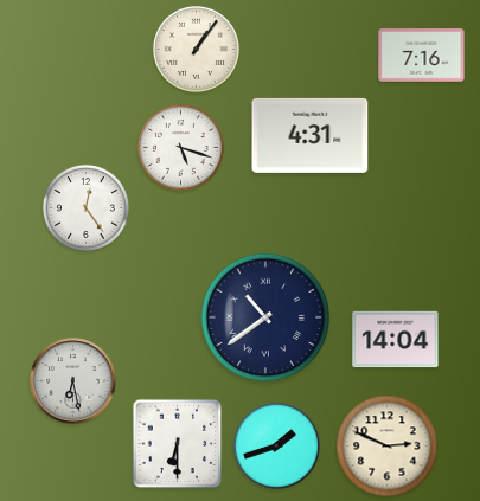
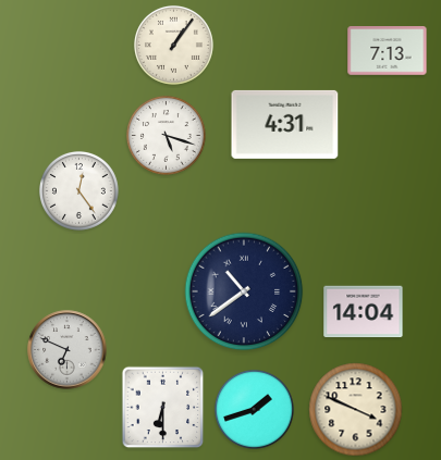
clock at (196, 49) position: (196, 49) -> (173, 45)
clock at (422, 56): 7:16 -> 7:13
clock at (73, 381): 6:28 -> 6:49
clock at (388, 447): 2:49 -> 3:49
